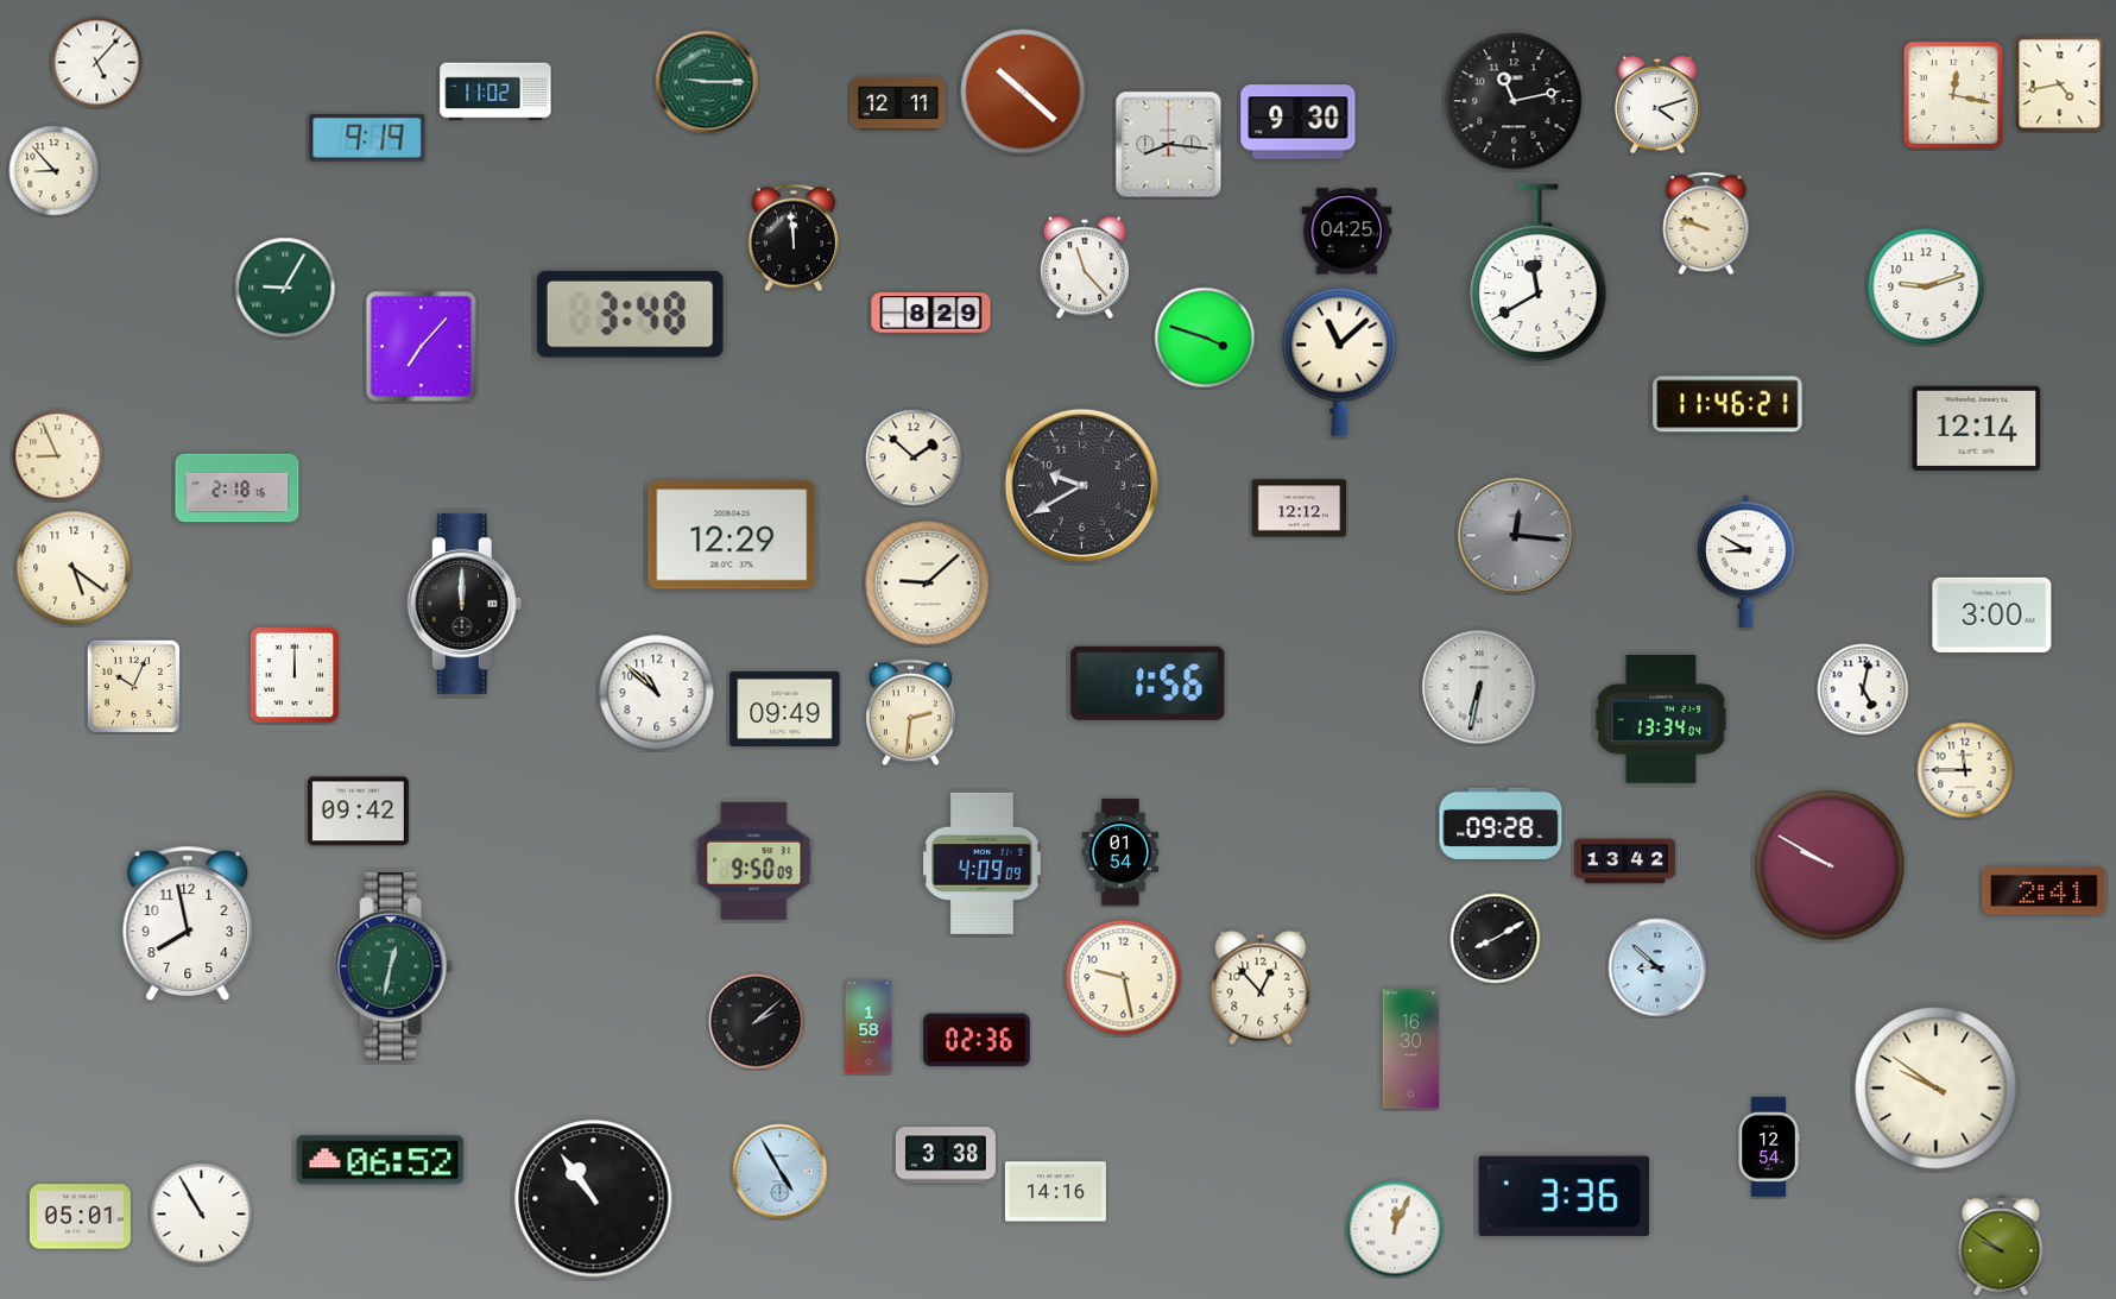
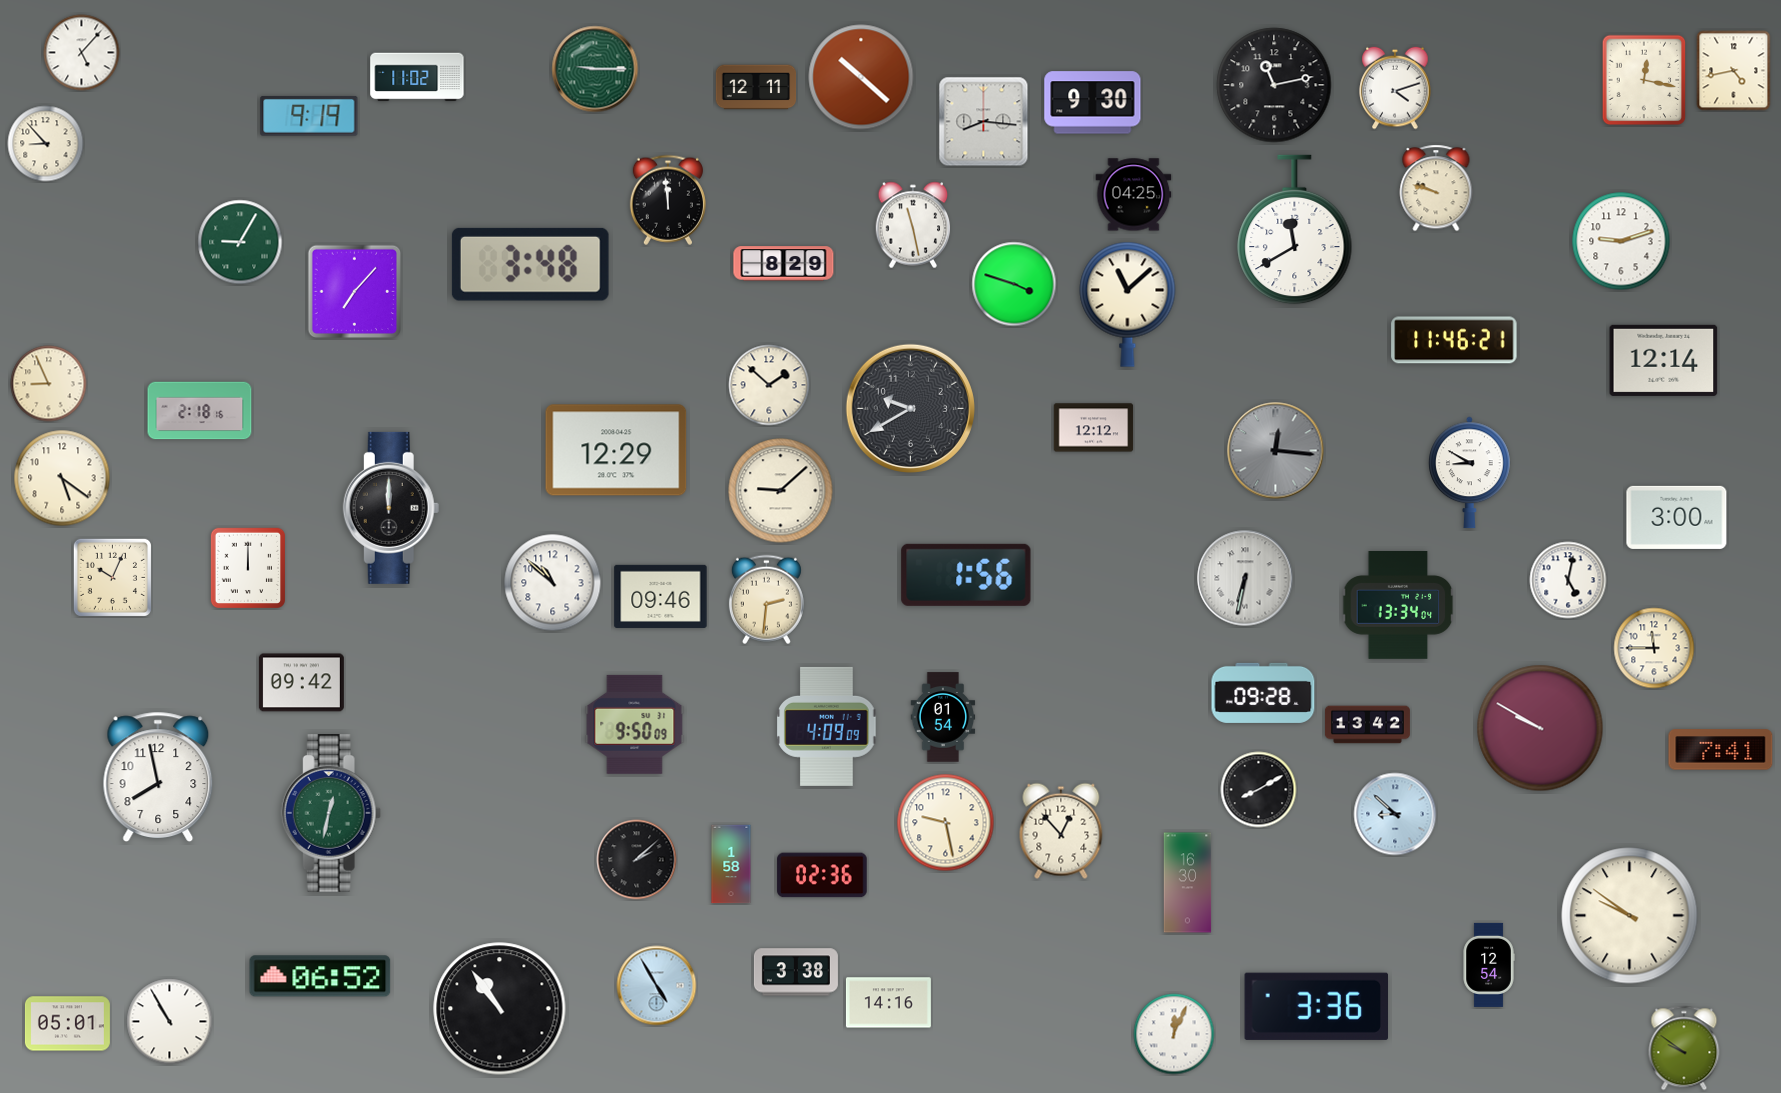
clock at (1085, 267): 11:23 -> 11:28
clock at (785, 708): 09:49 -> 09:46
clock at (2045, 891): 2:41 -> 7:41
